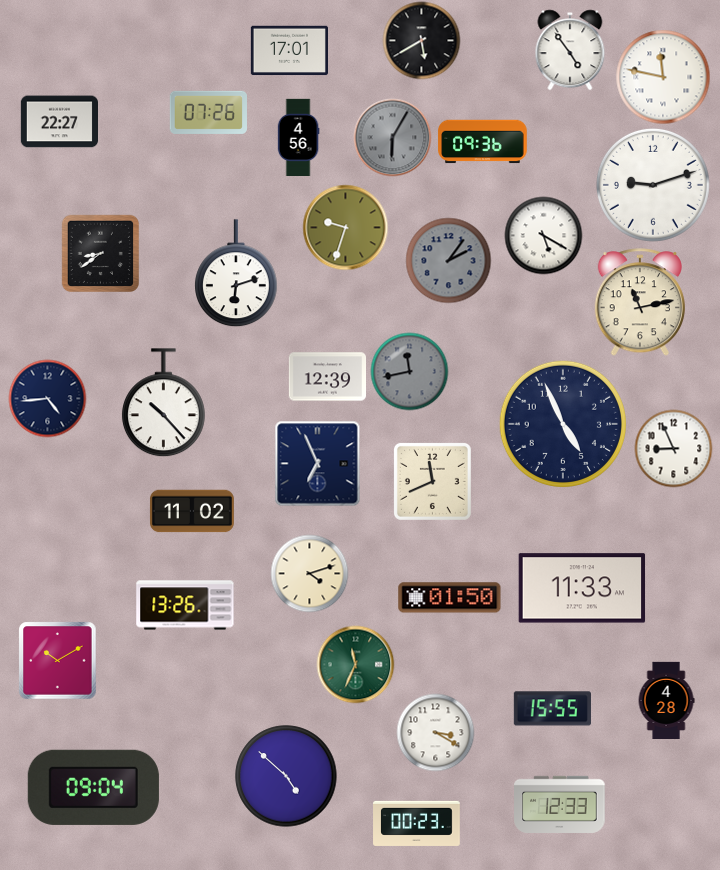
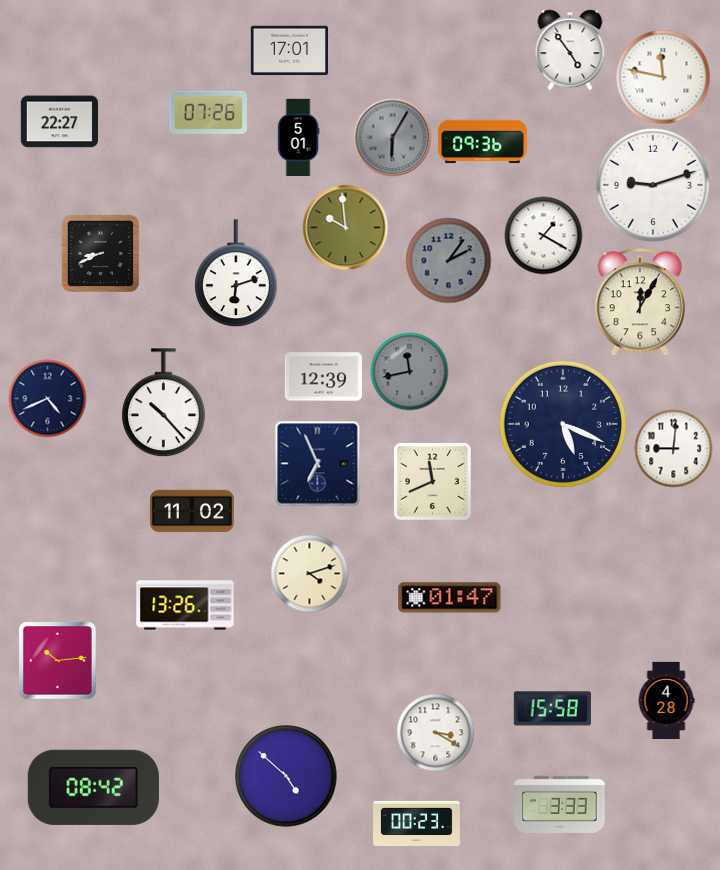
clock at (421, 40): 5:40 -> none
clock at (298, 137): 4:56 -> 5:01
clock at (345, 227): 9:33 -> 9:59
clock at (543, 235): 5:20 -> 1:20
clock at (100, 253): 8:39 -> 8:41
clock at (640, 302): 11:13 -> 12:05
clock at (327, 377) position: (327, 377) -> (323, 377)
clock at (47, 398): 4:44 -> 4:41
clock at (563, 424): 4:56 -> 5:19
clock at (673, 448): 8:56 -> 9:01
clock at (582, 588): 11:33 -> none
clock at (450, 598): 01:50 -> 01:47
clock at (57, 660): 10:10 -> 10:14
clock at (355, 664): 11:34 -> none
clock at (552, 709): 15:55 -> 15:58
clock at (93, 787): 09:04 -> 08:42
clock at (560, 804): 12:33 -> 3:33
